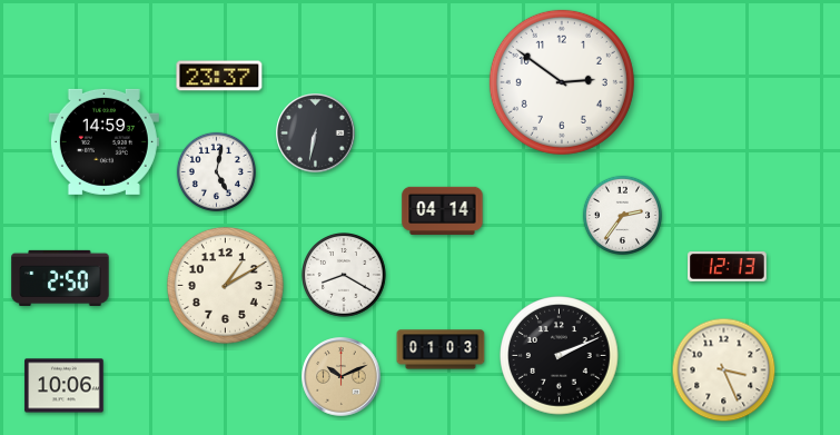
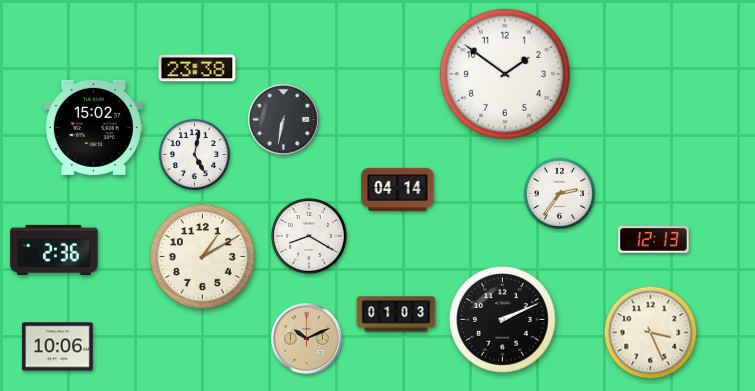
clock at (219, 76): 23:37 -> 23:38
clock at (562, 82): 2:51 -> 1:51
clock at (103, 141): 14:59 -> 15:02
clock at (345, 276) position: (345, 276) -> (310, 237)
clock at (60, 278): 2:50 -> 2:36
